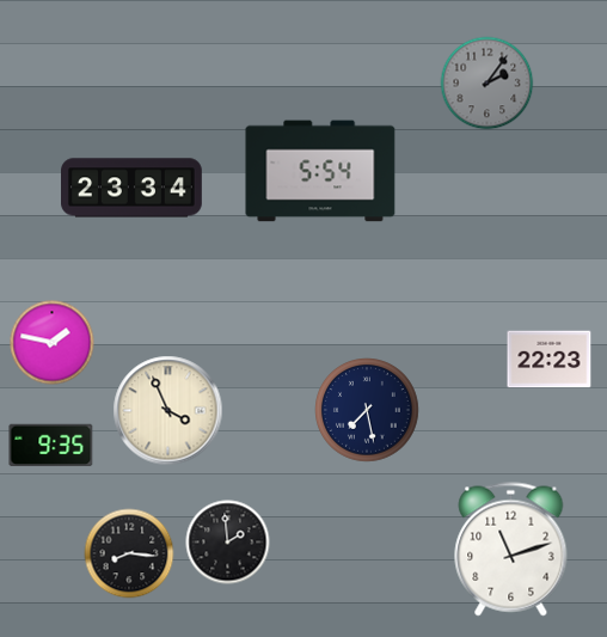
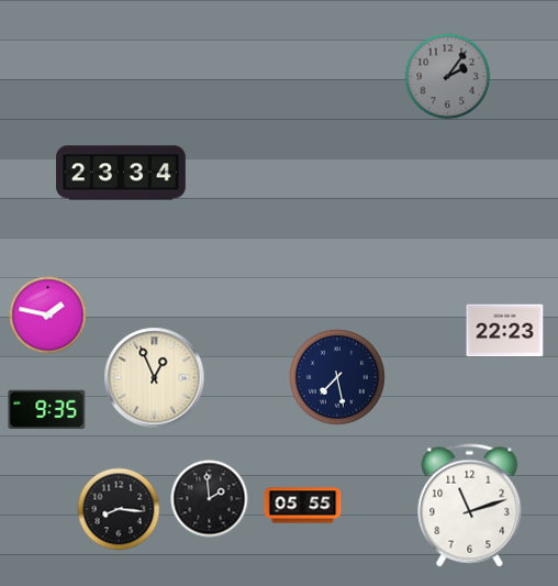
clock at (320, 171): 5:54 -> none
clock at (168, 411): 3:56 -> 12:56
clock at (303, 506): none -> 05:55
